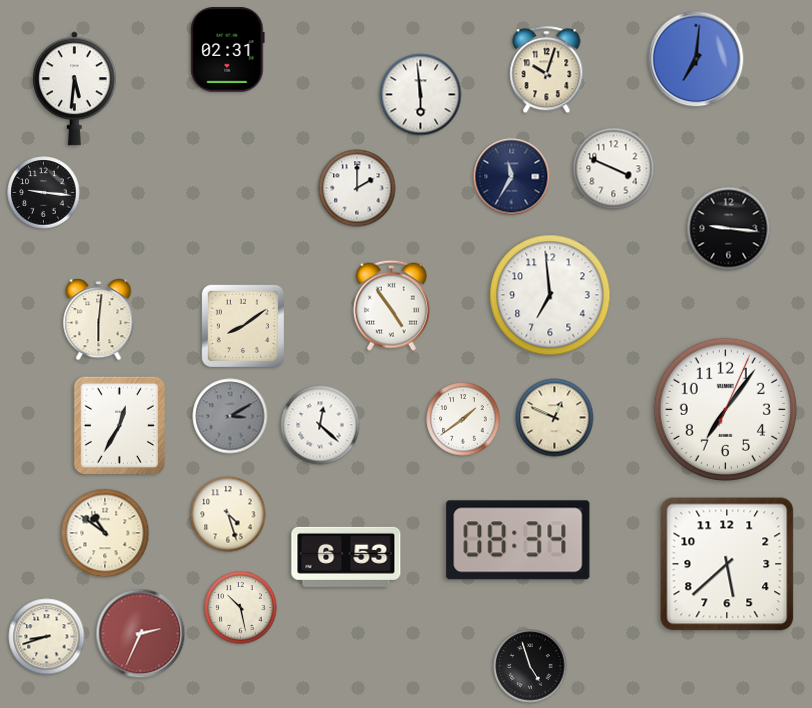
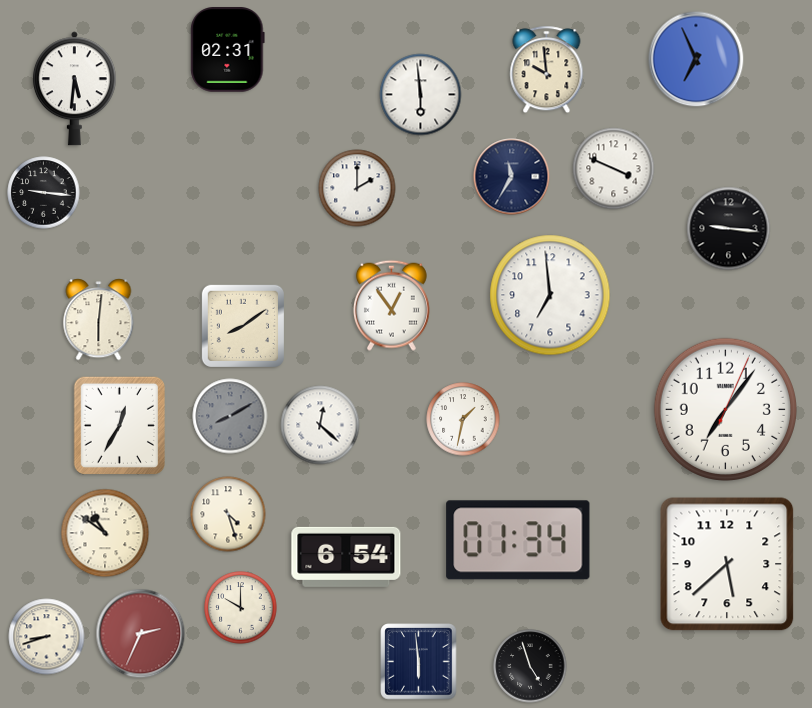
clock at (696, 59): 7:01 -> 6:56
clock at (547, 70): 10:03 -> 9:59
clock at (391, 305): 4:54 -> 12:54
clock at (230, 416): 3:10 -> 8:10
clock at (555, 418): 12:49 -> none
clock at (463, 419): 1:39 -> 1:32
clock at (518, 540): 08:34 -> 01:34
clock at (346, 557): 6:53 -> 6:54
clock at (241, 608): 10:28 -> 10:00
clock at (419, 662): none -> 5:59
